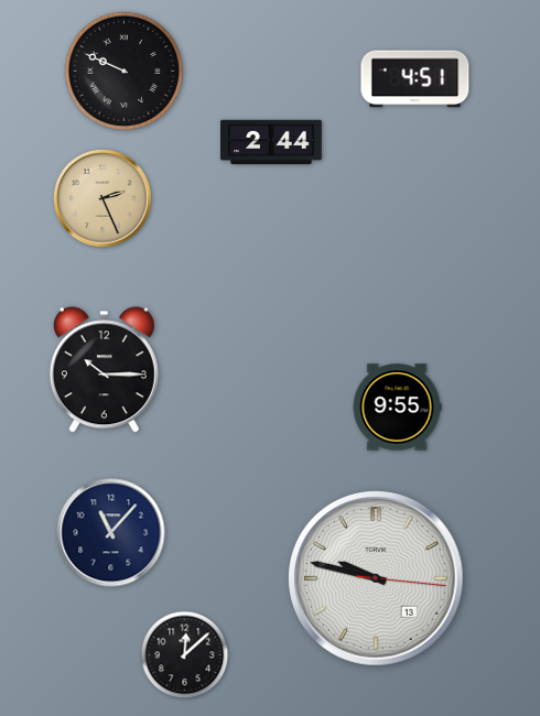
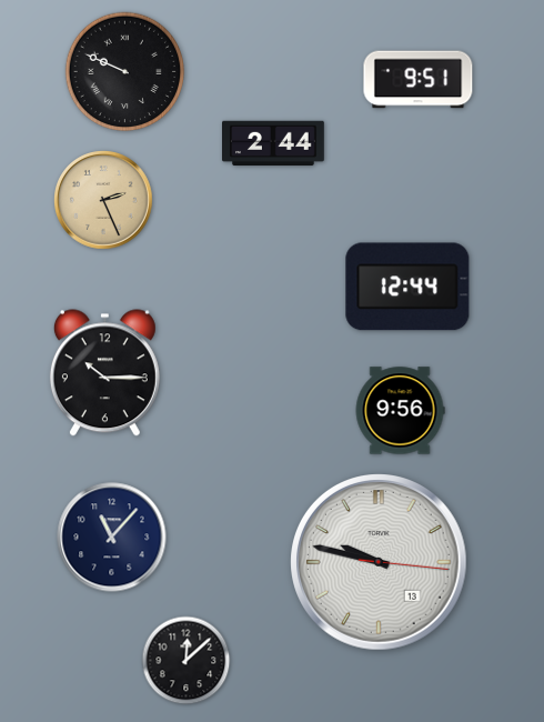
clock at (415, 79): 4:51 -> 9:51
clock at (407, 287): none -> 12:44
clock at (397, 408): 9:55 -> 9:56
clock at (377, 579) position: (377, 579) -> (380, 563)
